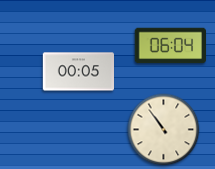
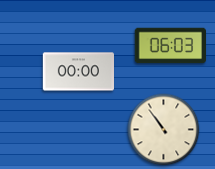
clock at (170, 46): 06:04 -> 06:03
clock at (78, 72): 00:05 -> 00:00
